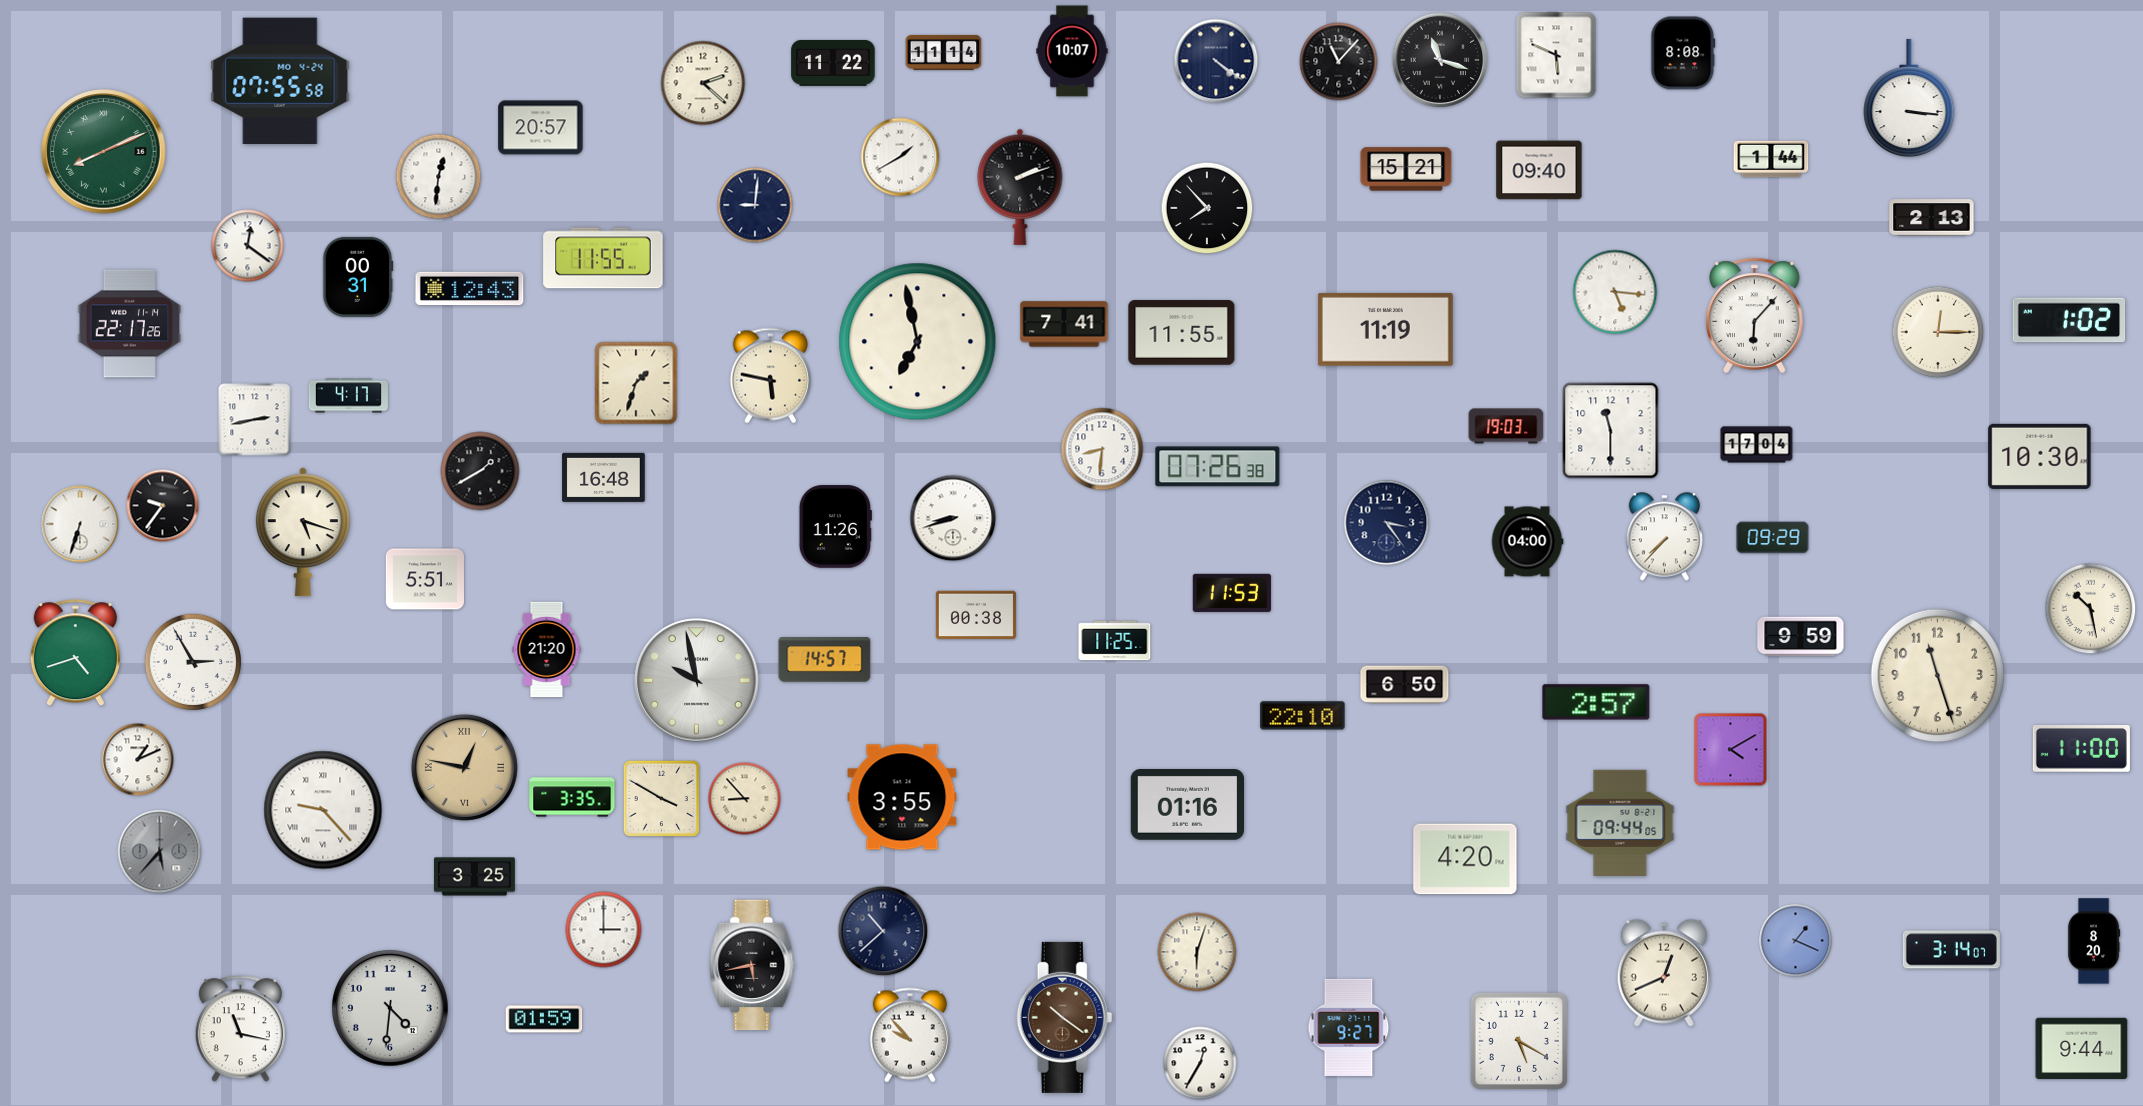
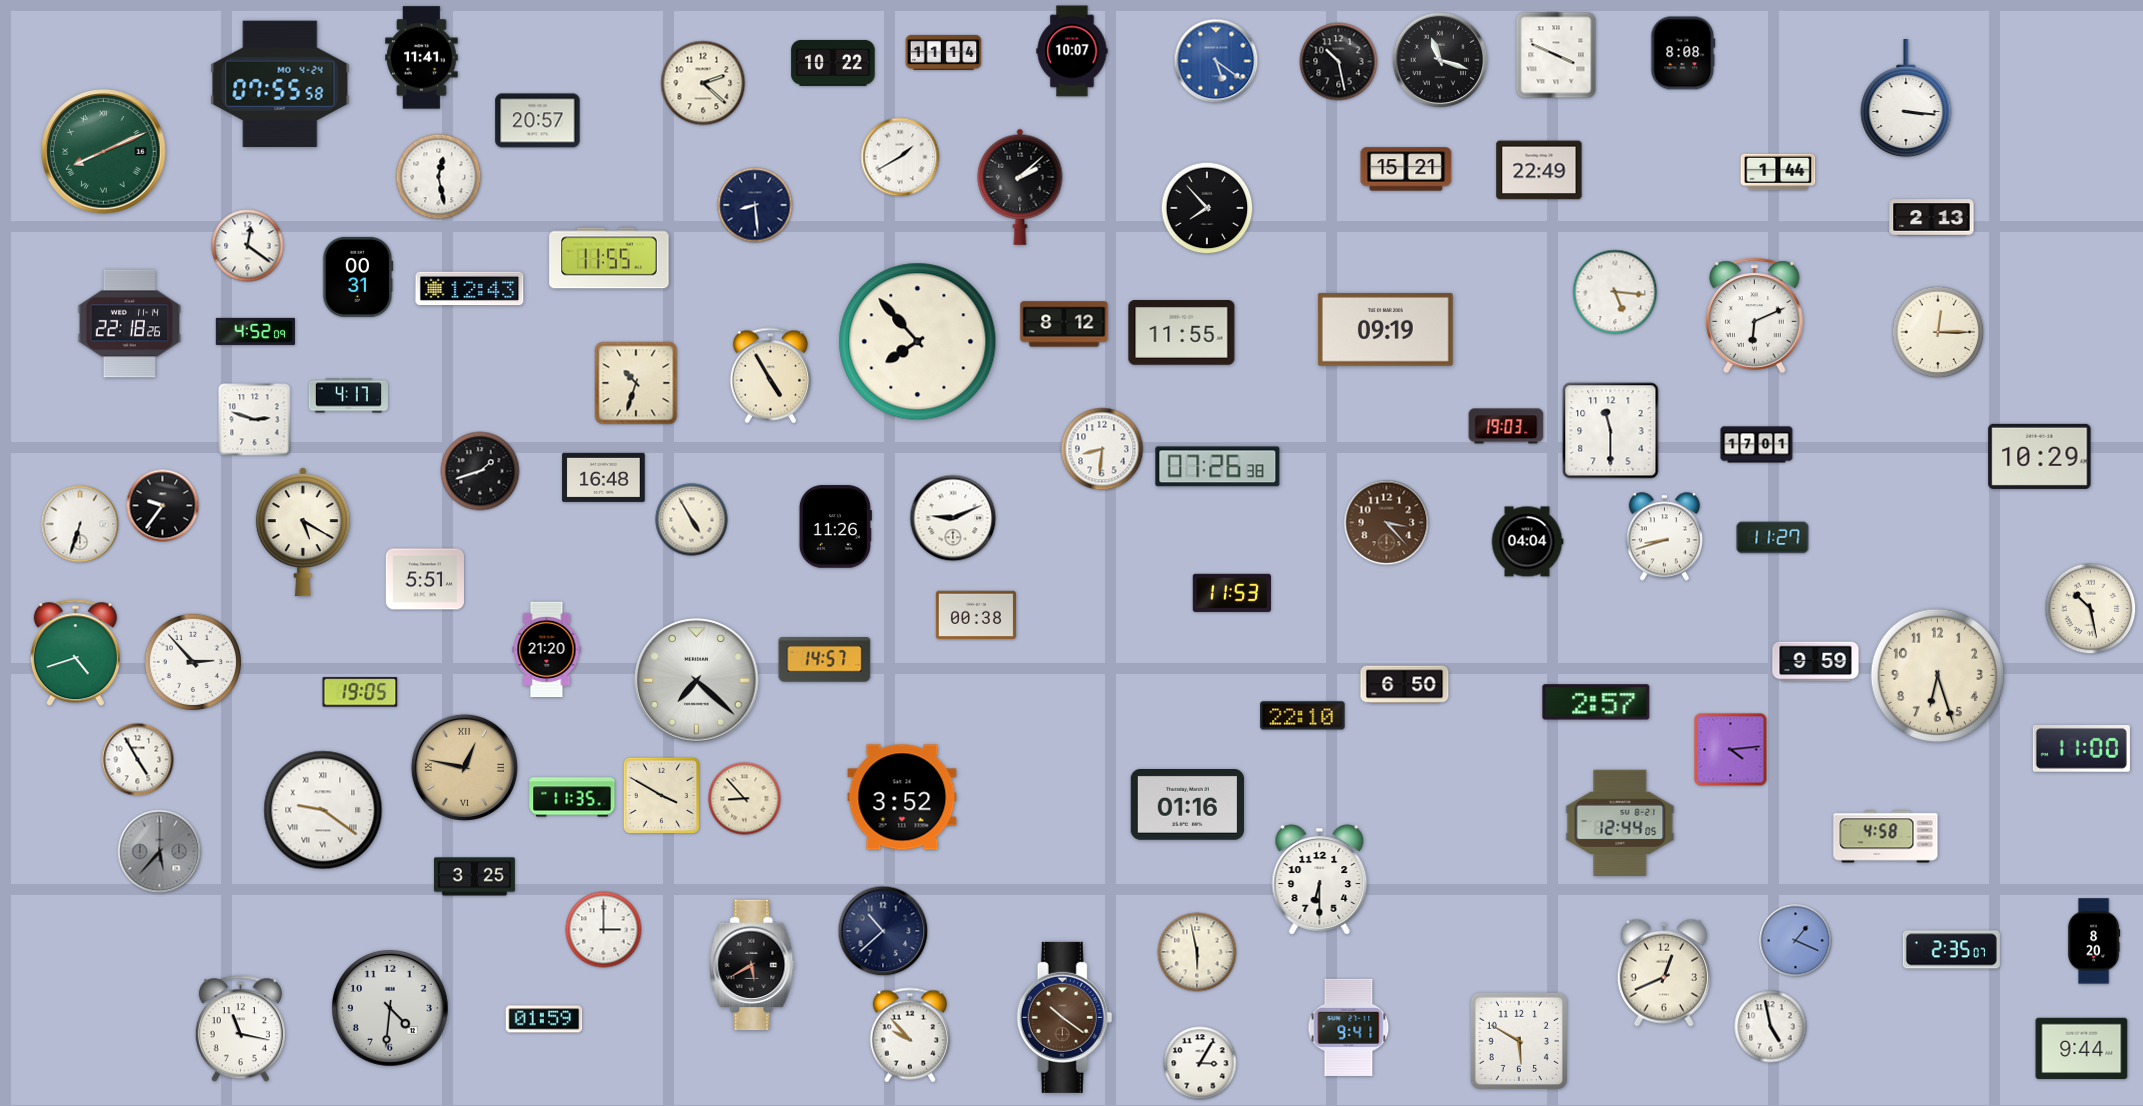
clock at (1556, 55): 5:49 -> 3:49
clock at (422, 58): none -> 11:41
clock at (1216, 61): 4:21 -> 5:21
clock at (1216, 61) dial: navy -> blue
clock at (1339, 62): 11:07 -> 10:28
clock at (833, 63): 11:22 -> 10:22
clock at (280, 81) position: (280, 81) -> (280, 84)
clock at (1909, 99) position: (1909, 99) -> (1906, 99)
clock at (541, 128) position: (541, 128) -> (538, 121)
clock at (1771, 159) position: (1771, 159) -> (1778, 172)
clock at (1539, 170): 09:40 -> 22:49
clock at (439, 177): 12:31 -> 12:28
clock at (1020, 187): 2:12 -> 2:08
clock at (755, 205): 9:01 -> 8:29
clock at (603, 258) position: (603, 258) -> (609, 258)
clock at (1755, 316): 6:07 -> 6:11
clock at (2069, 320): 1:02 -> none
clock at (130, 324): 22:17 -> 22:18
clock at (1064, 324): 7:41 -> 8:12
clock at (1385, 329): 11:19 -> 09:19
clock at (255, 331): none -> 4:52
clock at (918, 342): 6:58 -> 7:53
clock at (770, 376): 5:47 -> 4:55
clock at (636, 383): 1:33 -> 10:33
clock at (255, 420): 2:43 -> 2:48
clock at (1757, 445): 17:04 -> 17:01
clock at (2040, 456): 10:30 -> 10:29
clock at (480, 471): 1:40 -> 1:42
clock at (953, 518): 8:42 -> 9:11
clock at (692, 520): none -> 4:55
clock at (1387, 523): 3:24 -> 3:23
clock at (1387, 523) dial: navy -> brown
clock at (303, 532): 5:18 -> 5:20
clock at (1664, 537): 7:37 -> 8:42
clock at (1773, 538): 09:29 -> 11:27
clock at (1527, 542): 04:00 -> 04:04
clock at (1801, 637) position: (1801, 637) -> (1816, 662)
clock at (1115, 641): 11:25 -> none
clock at (193, 662): 2:55 -> 2:53
clock at (1937, 675): 11:27 -> 6:27
clock at (697, 681): 9:58 -> 7:22
clock at (360, 692): none -> 19:05
clock at (1731, 750): 4:10 -> 4:14
clock at (138, 760): 1:11 -> 4:55
clock at (572, 797): 3:35 -> 11:35
clock at (902, 797): 3:55 -> 3:52
clock at (661, 798) position: (661, 798) -> (661, 795)
clock at (323, 810): 9:23 -> 9:21
clock at (1620, 822): 09:44 -> 12:44
clock at (1886, 837): none -> 4:58
clock at (1465, 859): 4:20 -> none
clock at (1320, 880): none -> 6:30
clock at (1951, 950): 3:14 -> 2:35
clock at (1197, 952): 6:03 -> 5:58
clock at (752, 965): 5:43 -> 5:40
clock at (1349, 1027): 9:27 -> 9:41
clock at (1771, 1027): none -> 4:58
clock at (1519, 1041): 5:20 -> 5:50
clock at (1200, 1063): 12:35 -> 3:05
